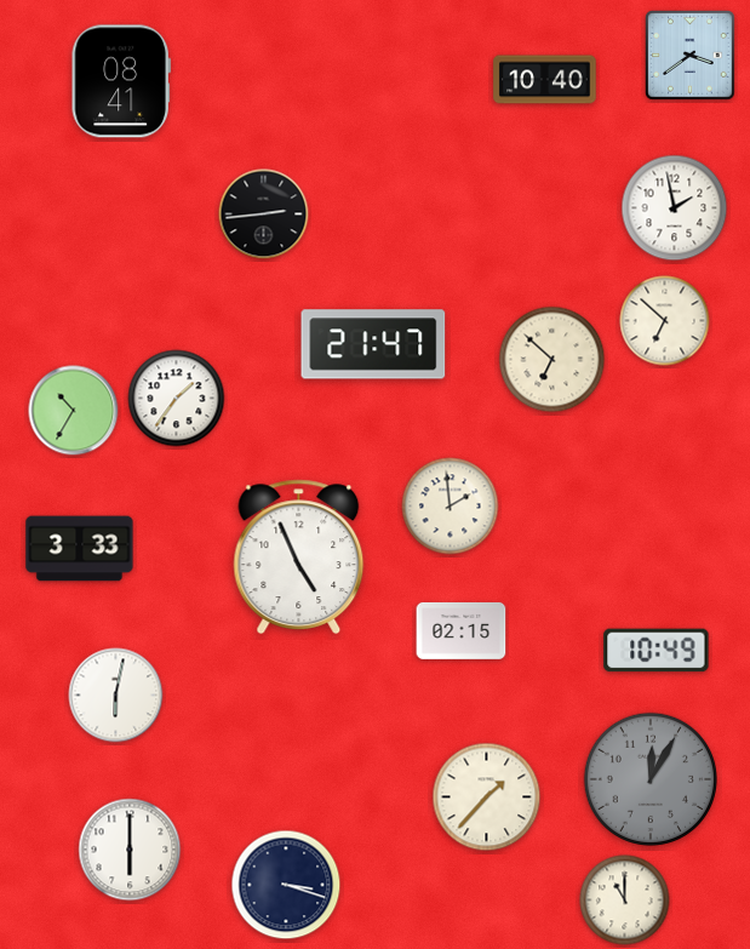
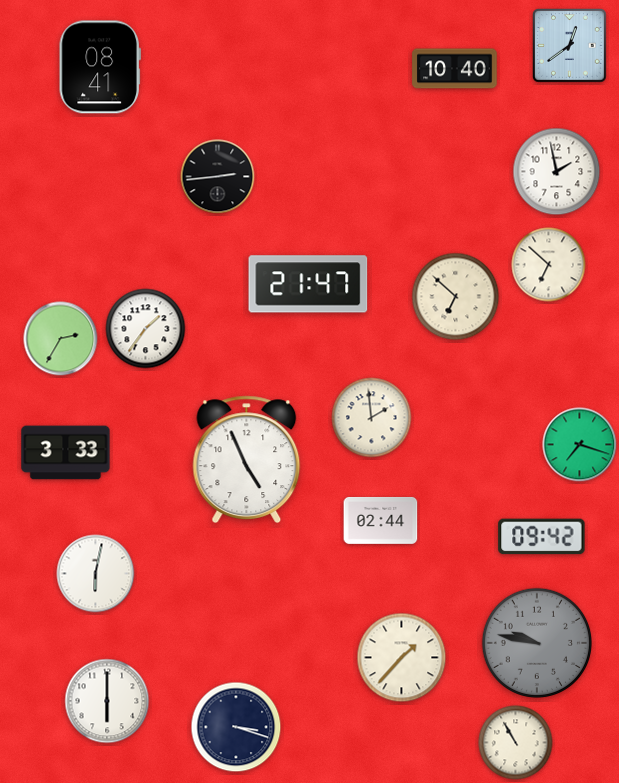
clock at (691, 56): 3:39 -> 12:39
clock at (545, 80) position: (545, 80) -> (455, 69)
clock at (74, 411): 10:35 -> 2:35
clock at (580, 445): none -> 7:18
clock at (462, 631): 02:15 -> 02:44
clock at (657, 651): 10:49 -> 09:42
clock at (649, 778): 12:05 -> 9:47
clock at (286, 885) position: (286, 885) -> (236, 727)
clock at (625, 901): 11:00 -> 10:55
